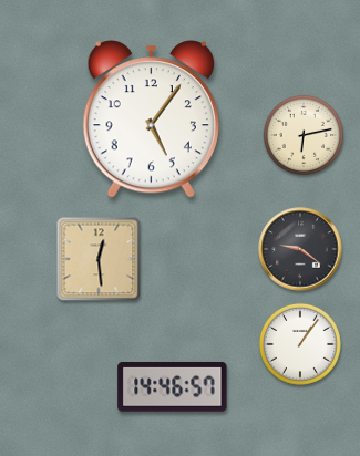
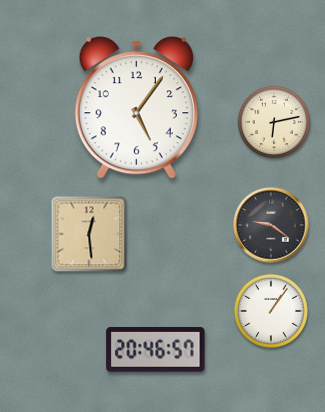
clock at (173, 386): 14:46 -> 20:46
